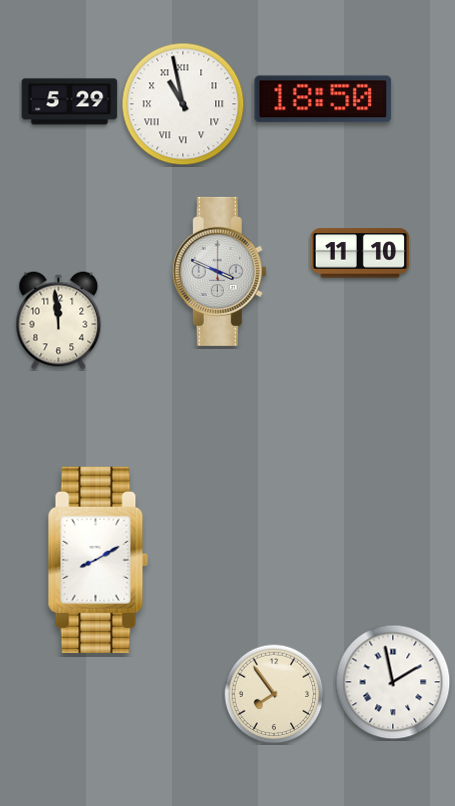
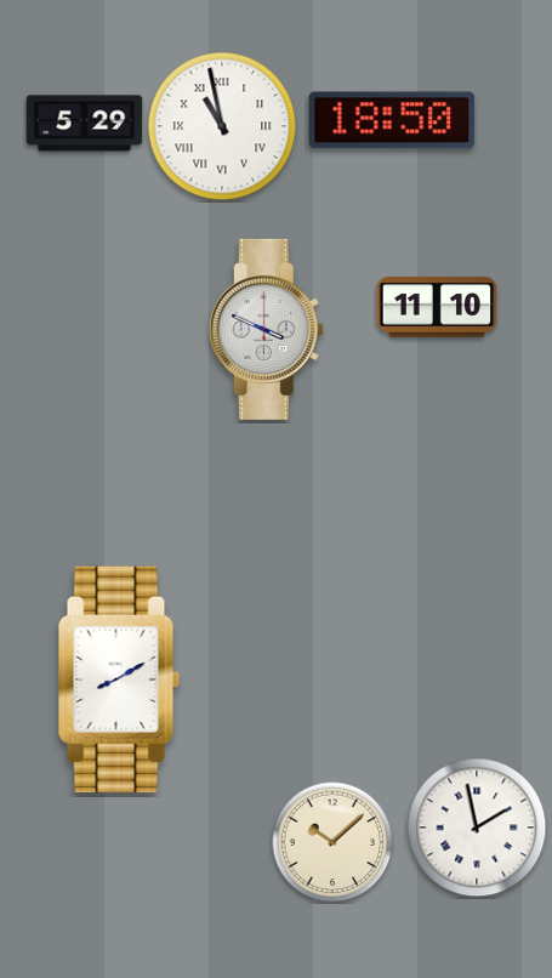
clock at (59, 321): 11:59 -> none
clock at (274, 694): 7:54 -> 10:08
